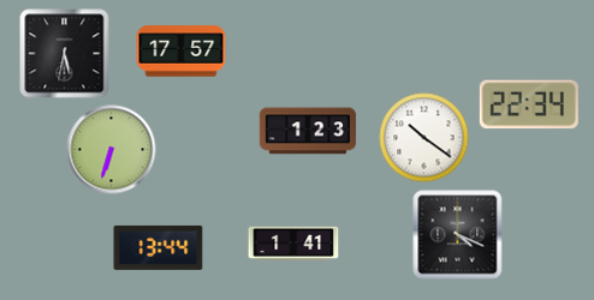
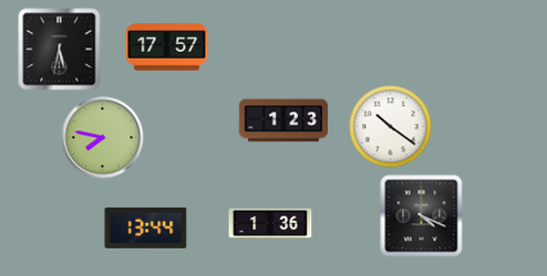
clock at (529, 104): 22:34 -> none
clock at (112, 150): 6:33 -> 7:47
clock at (293, 244): 1:41 -> 1:36
